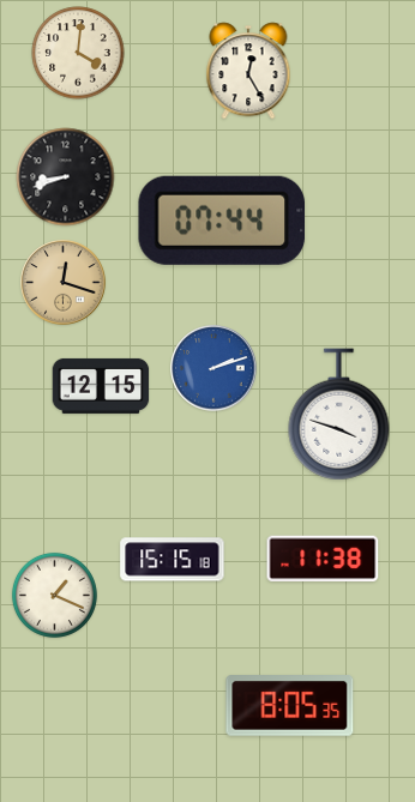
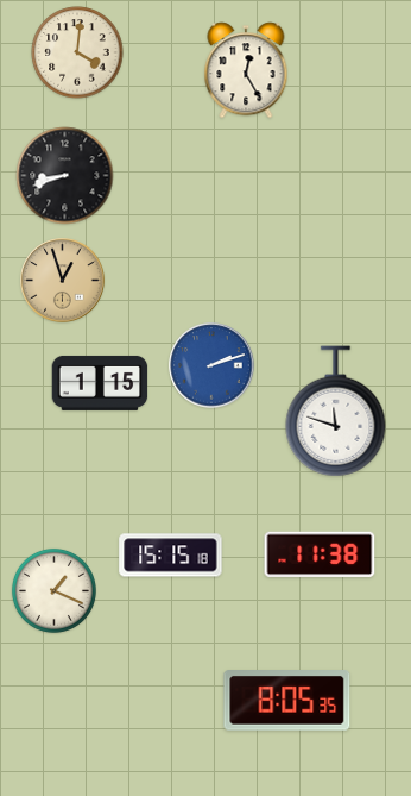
clock at (222, 221): 07:44 -> none
clock at (64, 283): 12:18 -> 12:57
clock at (101, 386): 12:15 -> 1:15
clock at (339, 415): 3:48 -> 11:48
